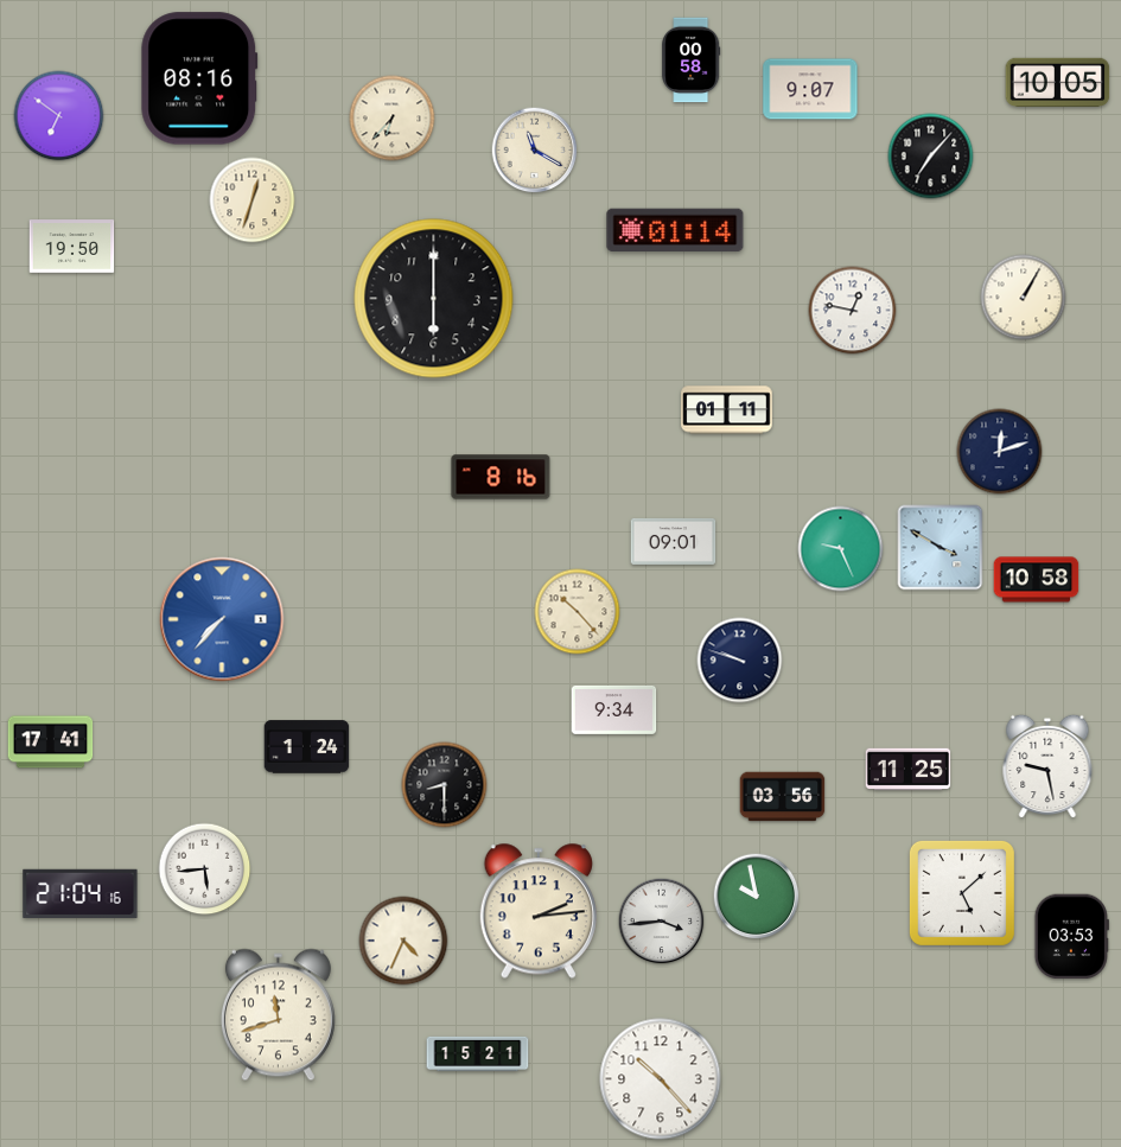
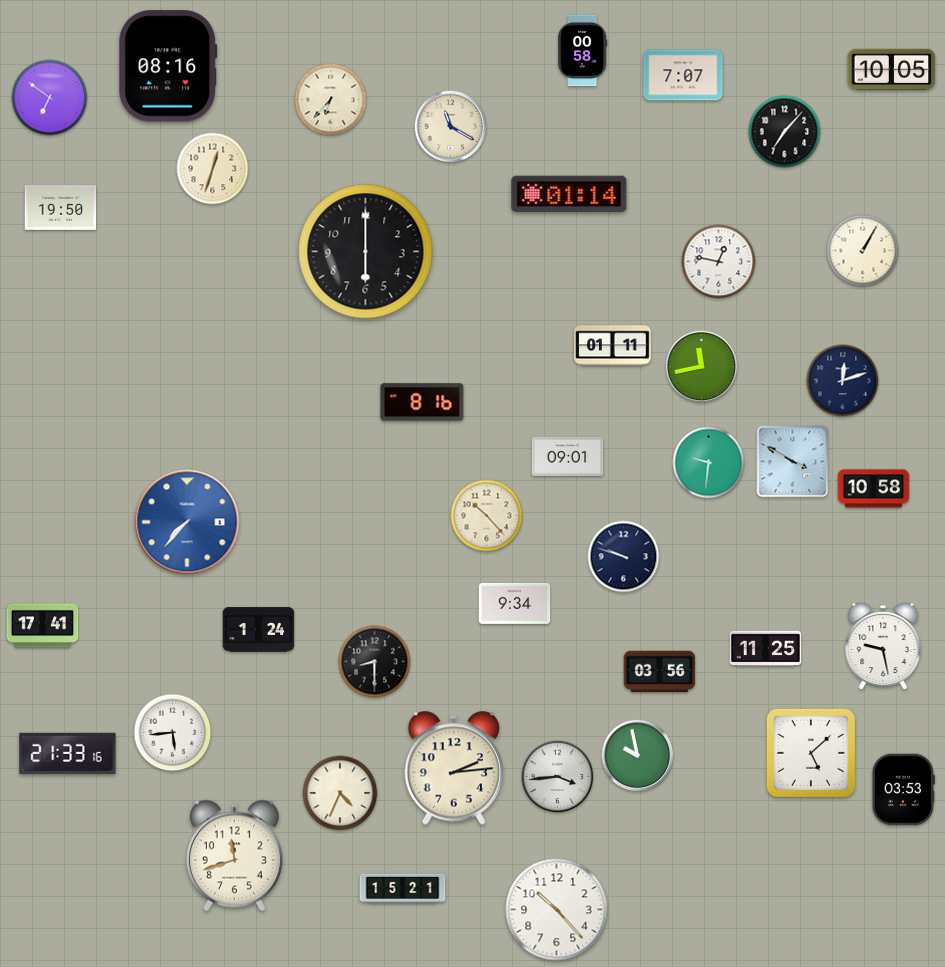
clock at (810, 89): 9:07 -> 7:07
clock at (702, 367): none -> 11:43
clock at (841, 549): 9:26 -> 9:31
clock at (614, 709) position: (614, 709) -> (515, 603)
clock at (81, 894): 21:04 -> 21:33
